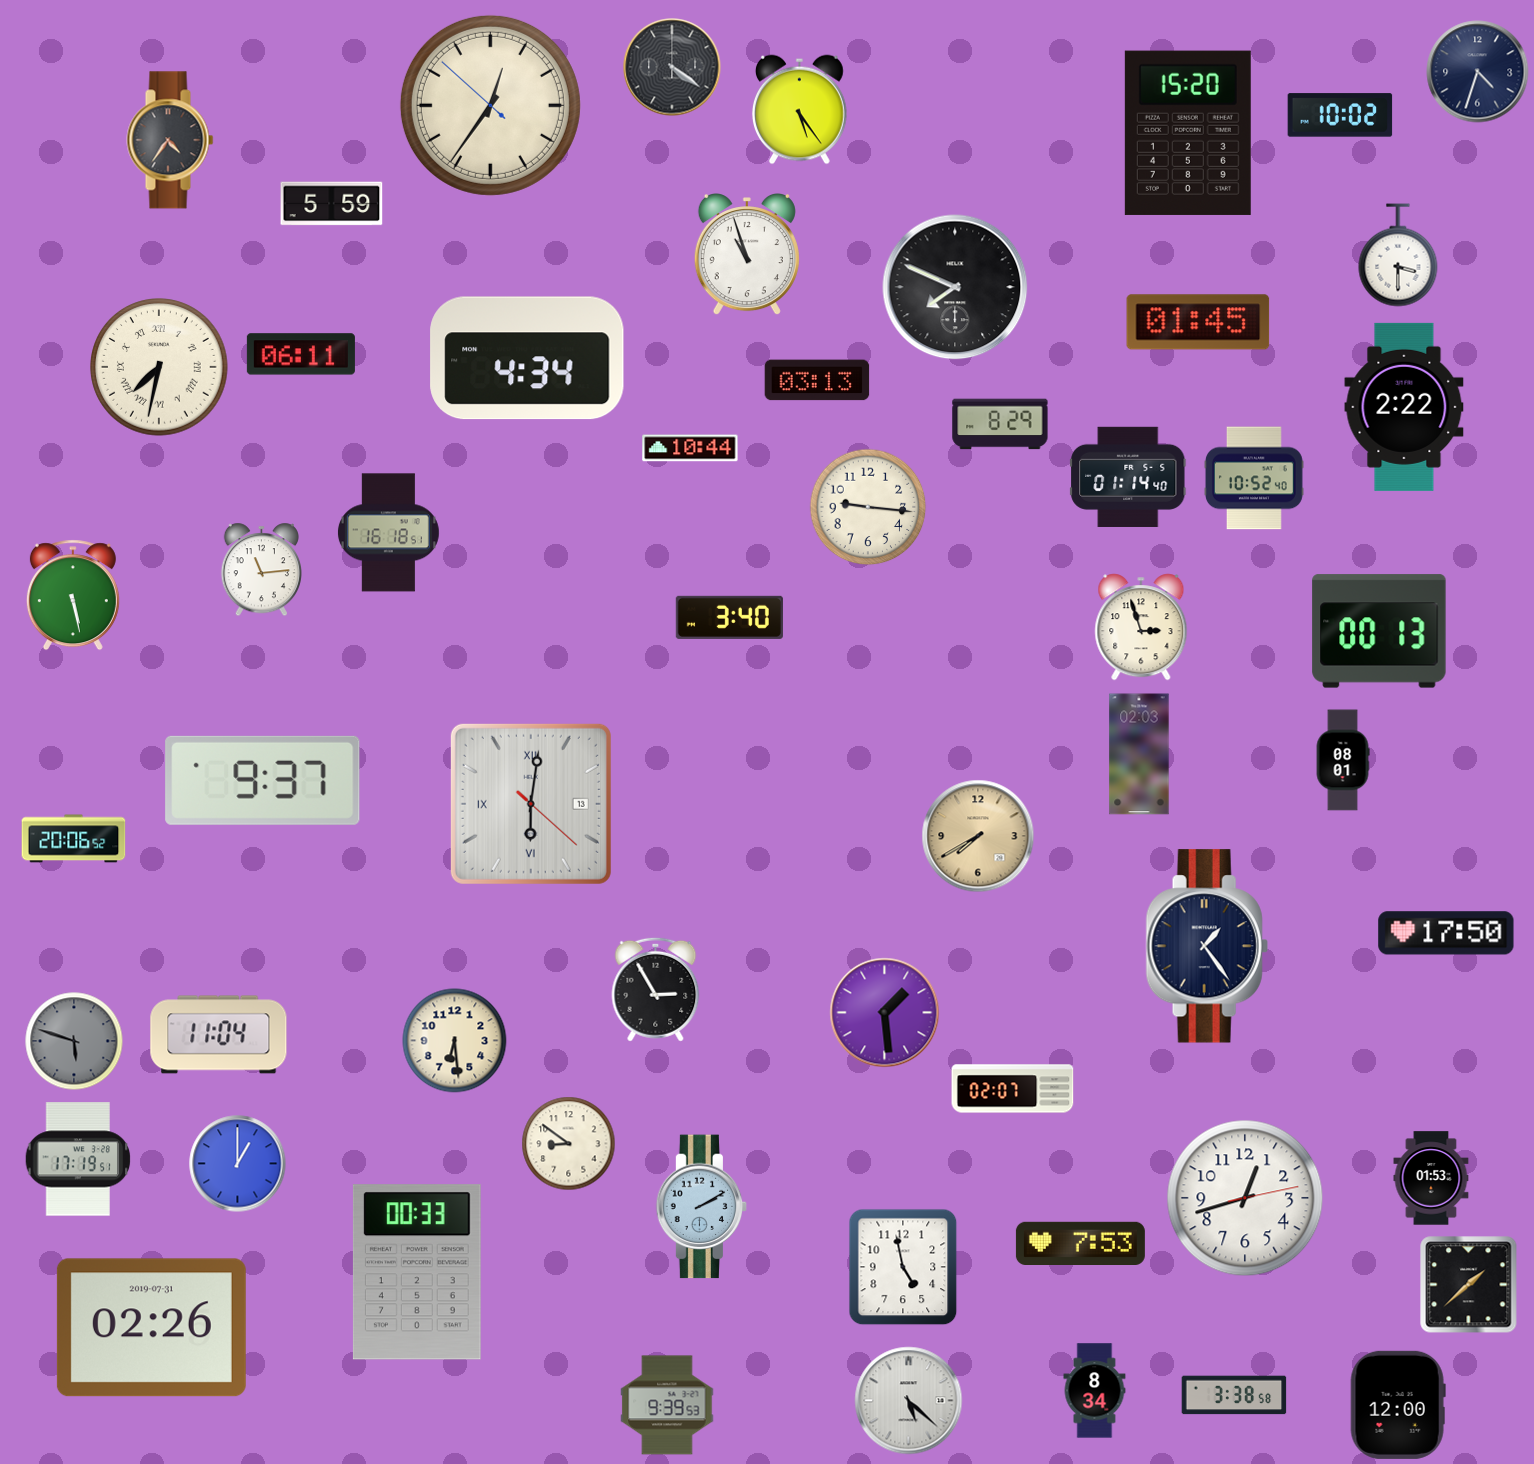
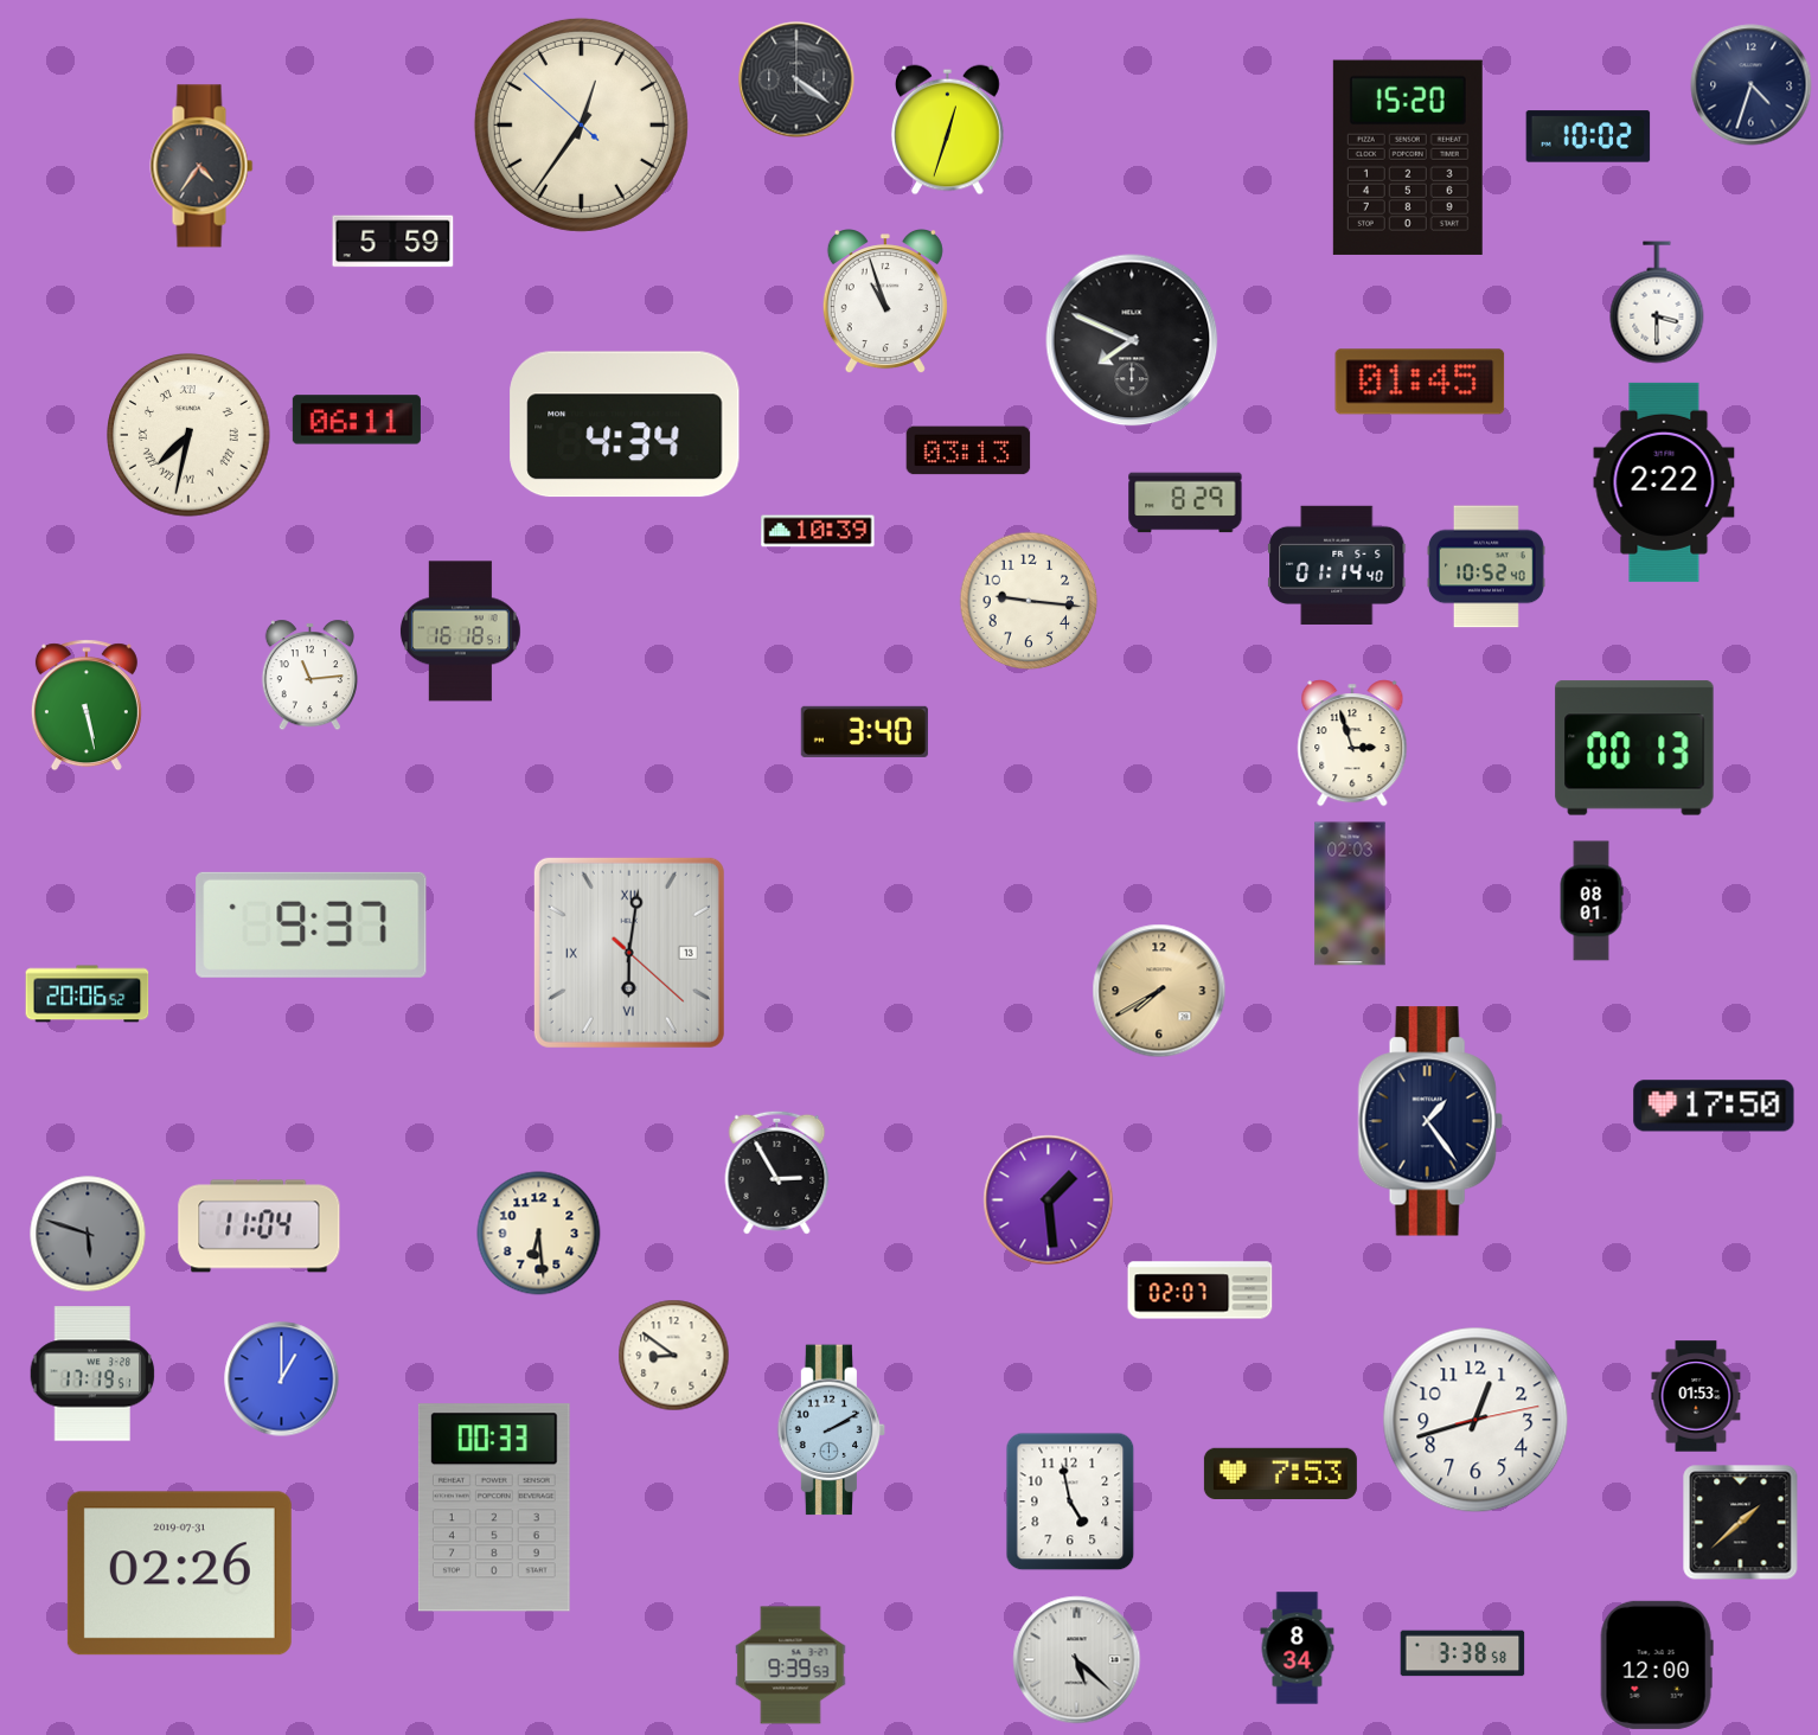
clock at (799, 110): 5:24 -> 12:33
clock at (690, 448): 10:44 -> 10:39
